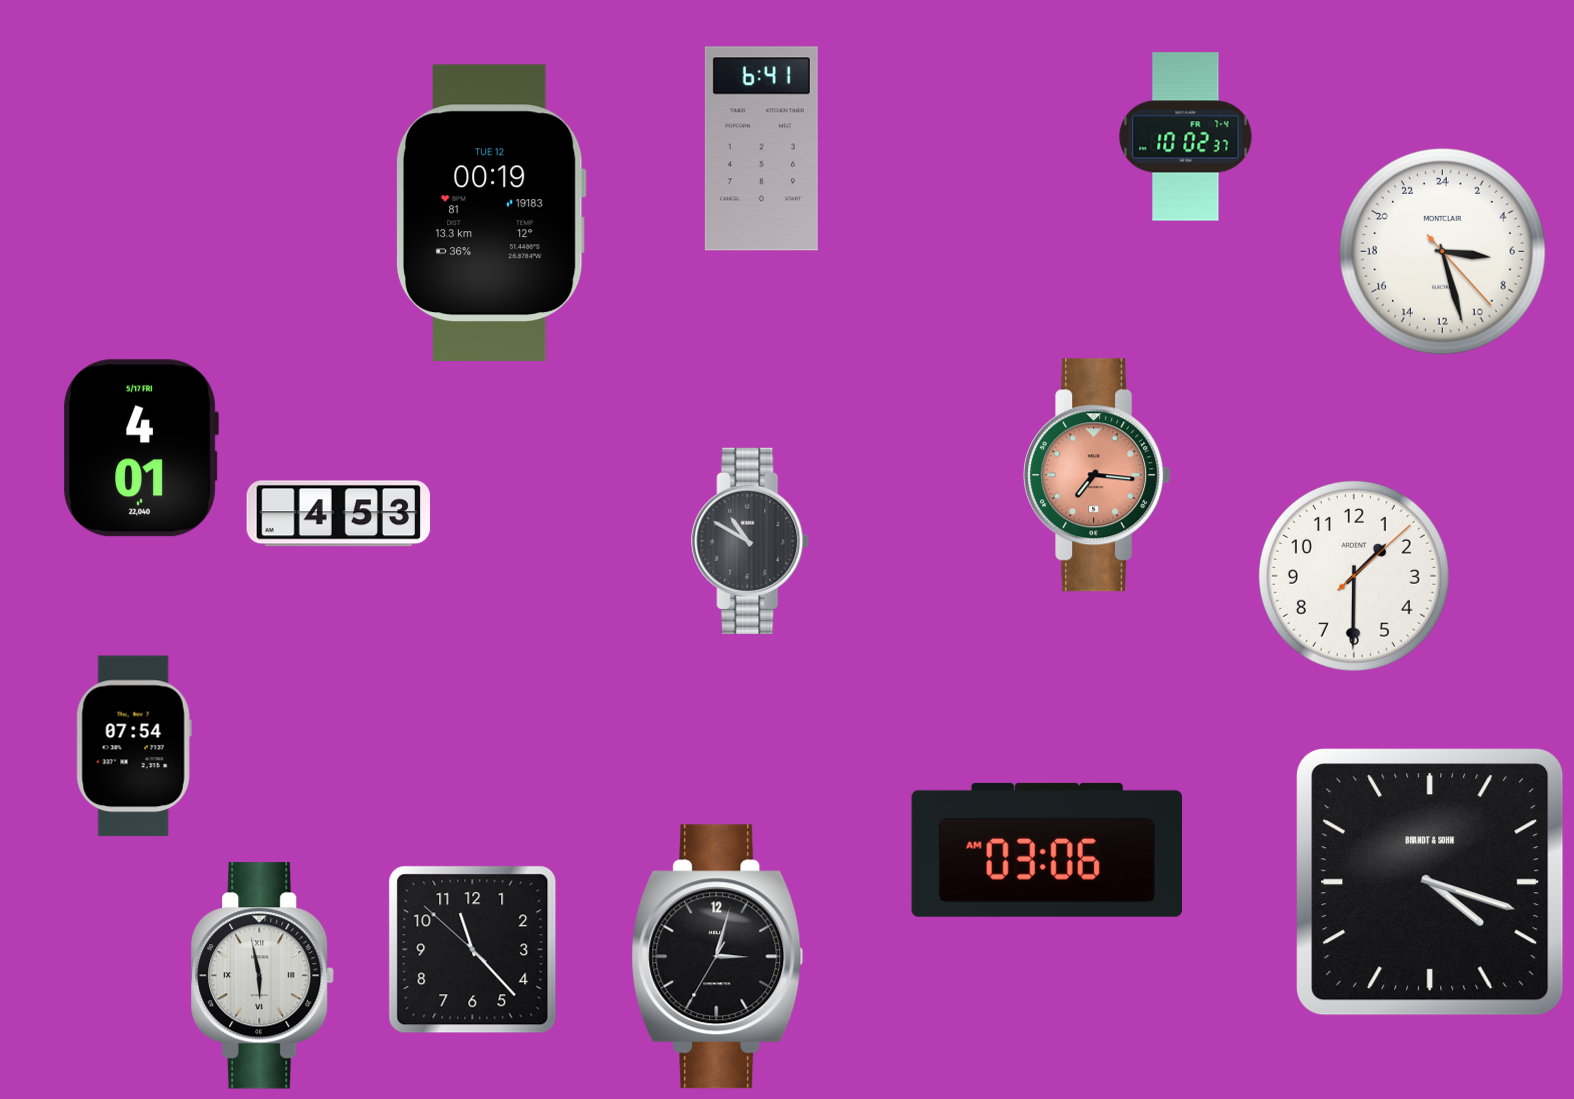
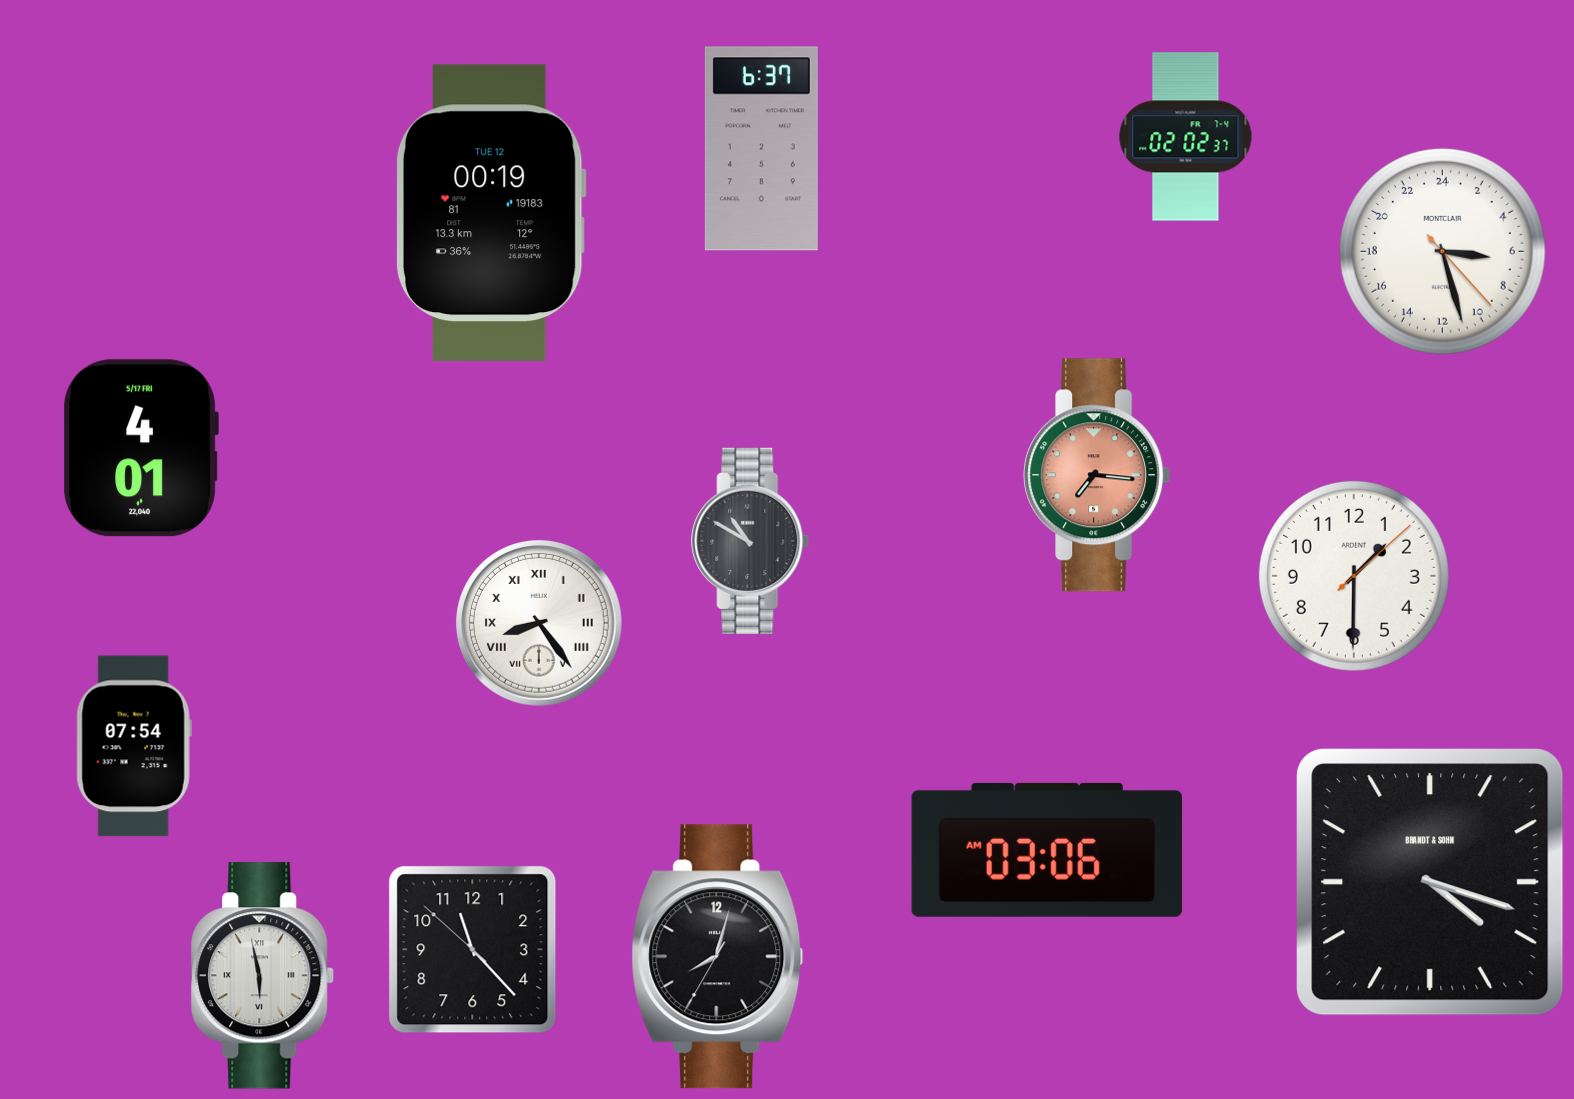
clock at (1186, 137): 10:02 -> 02:02
clock at (761, 149): 6:41 -> 6:37
clock at (339, 514): 4:53 -> none
clock at (539, 623): none -> 8:24
clock at (718, 957): 3:02 -> 8:02
